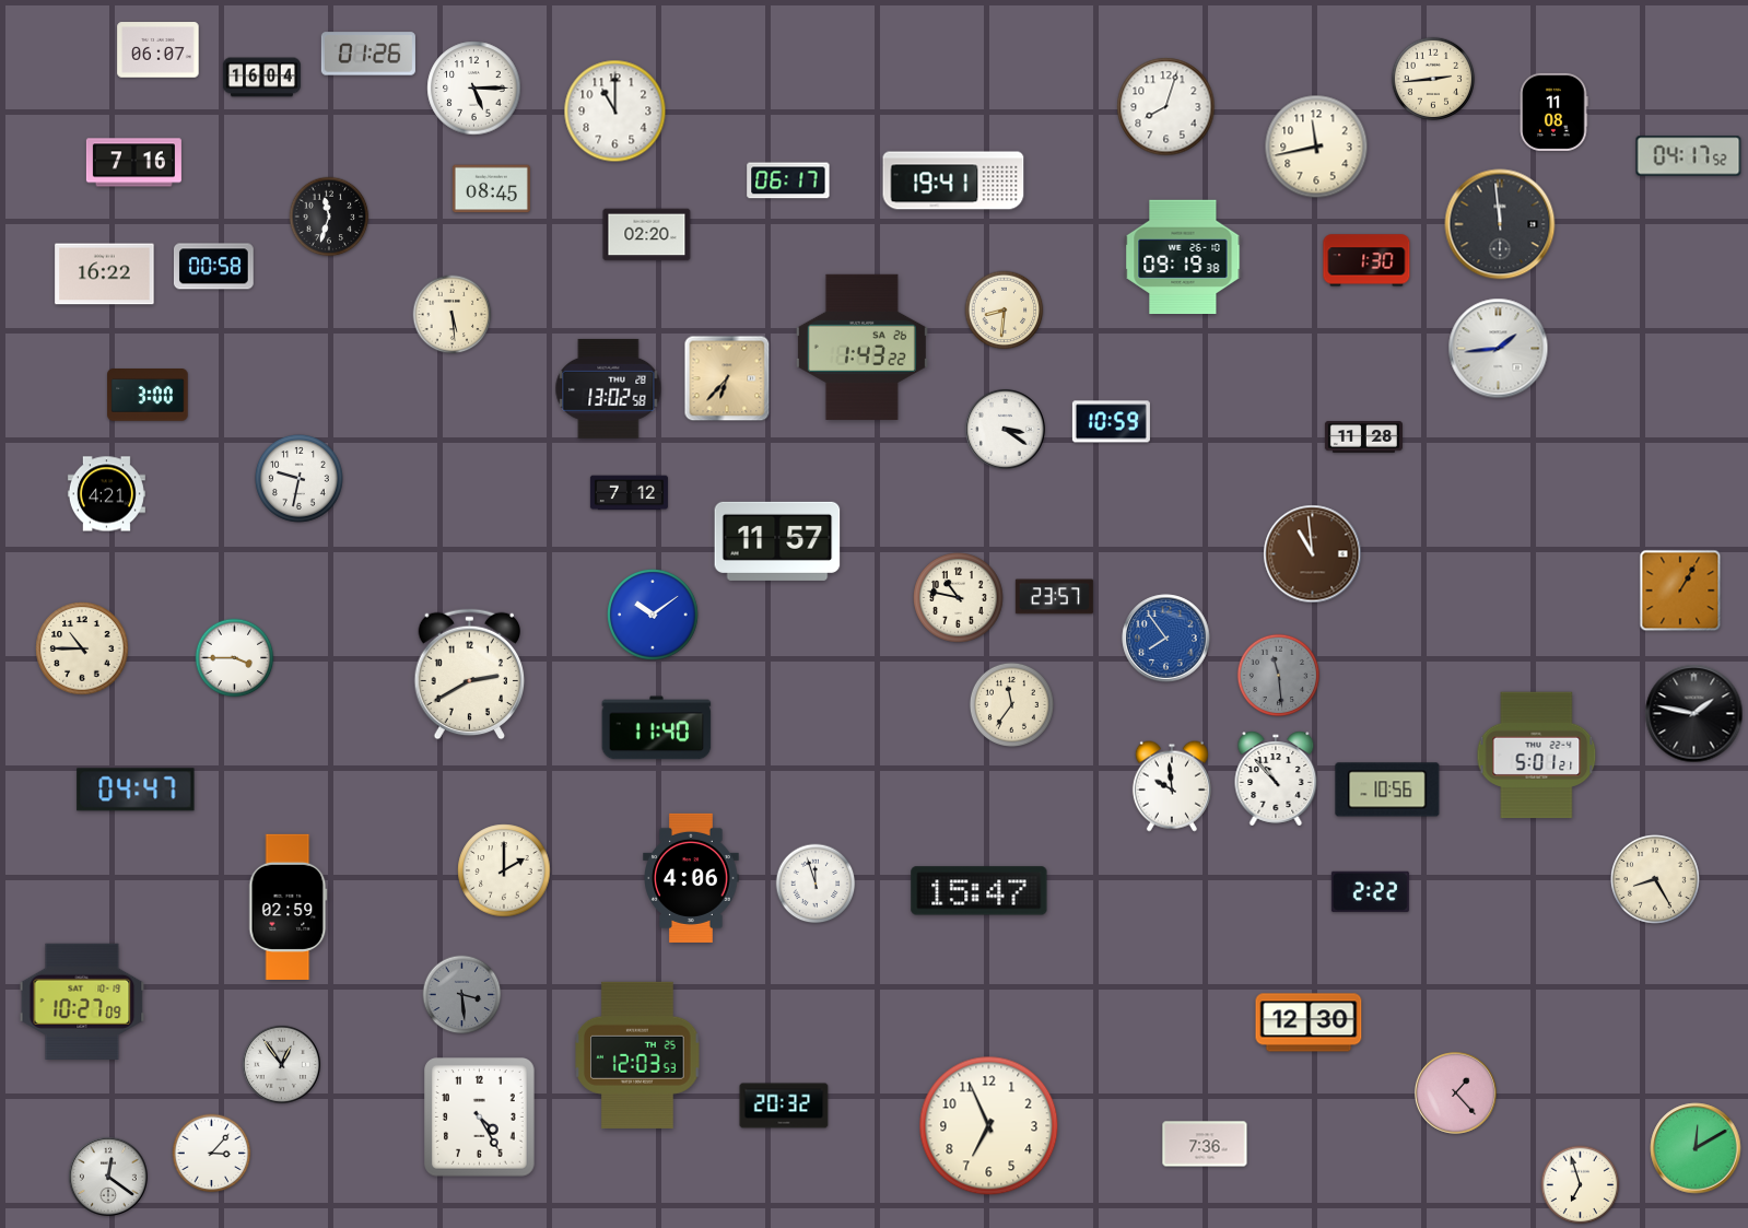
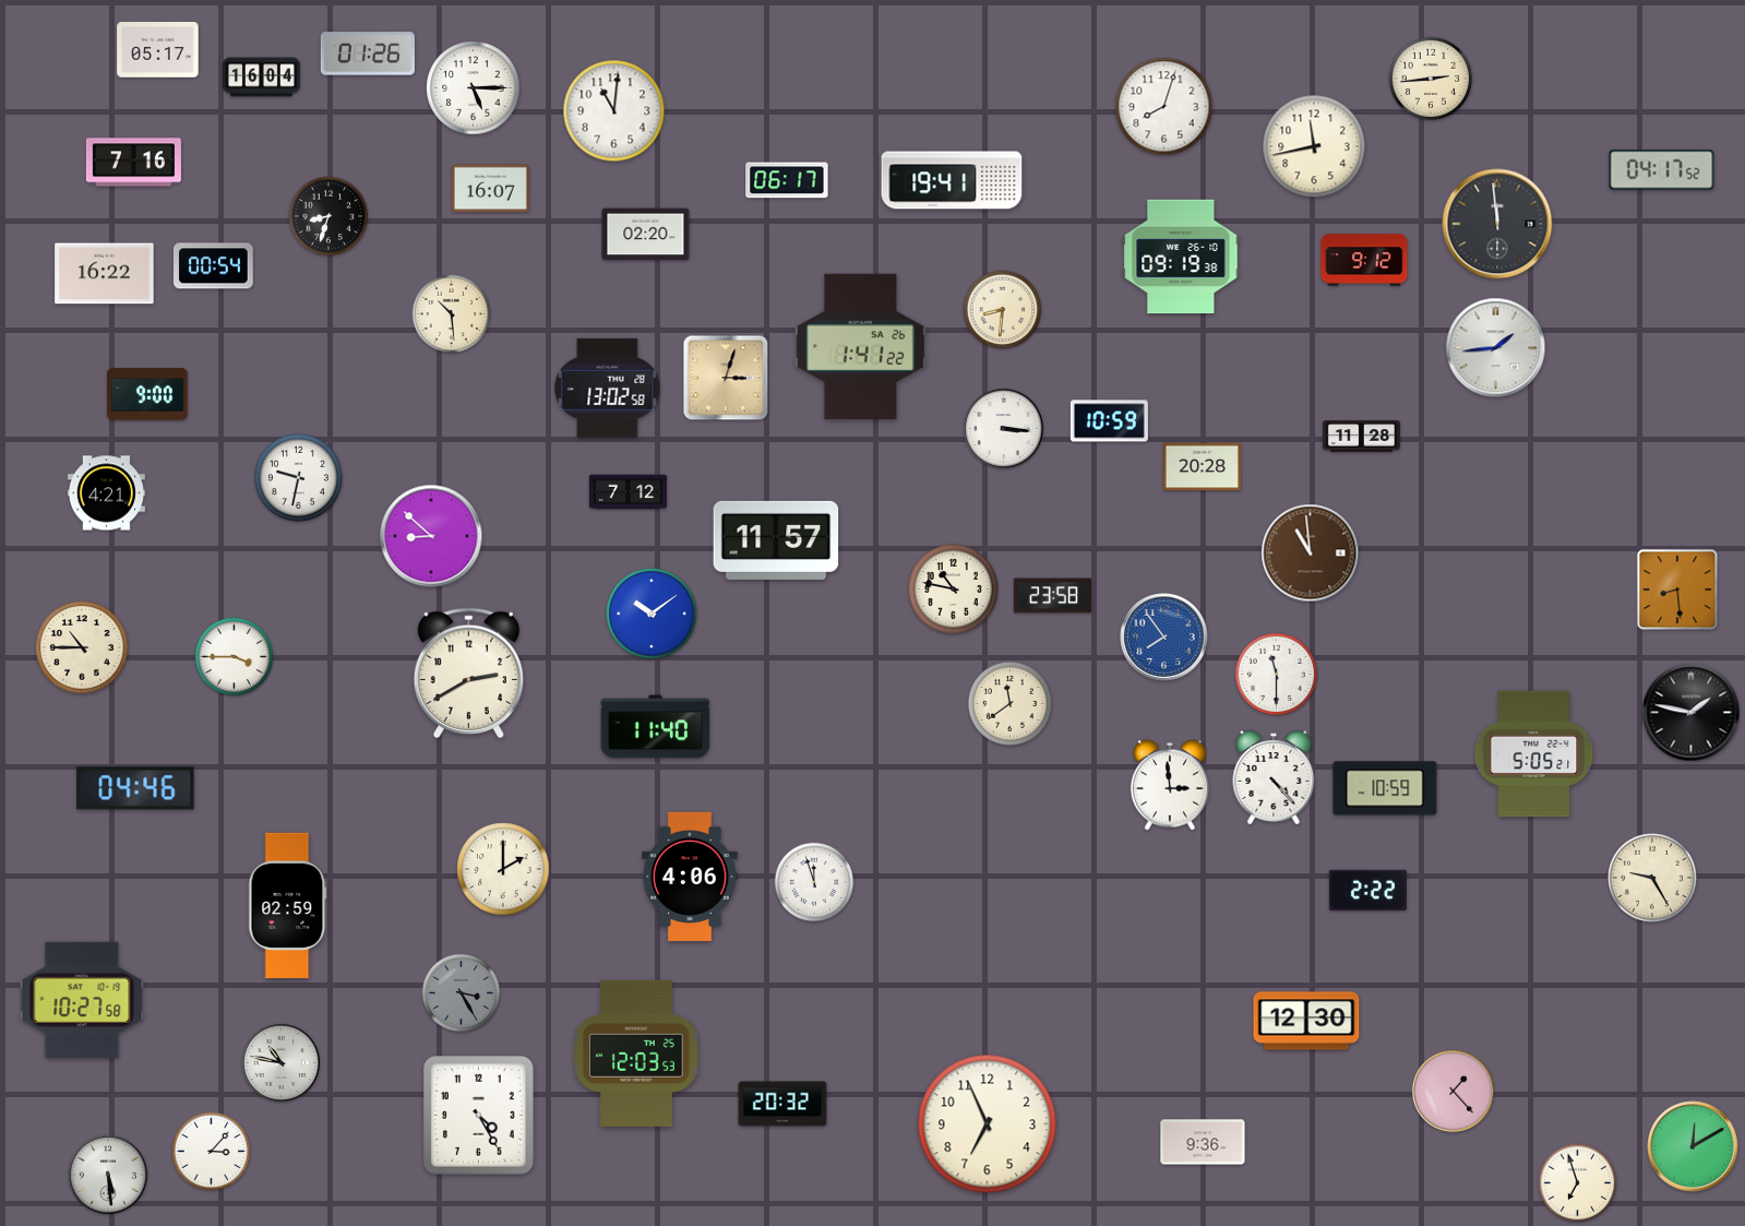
clock at (159, 50): 06:07 -> 05:17
clock at (615, 112): 11:00 -> 11:01
clock at (1555, 112): 11:08 -> none
clock at (1689, 156) position: (1689, 156) -> (1662, 170)
clock at (491, 189): 08:45 -> 16:07
clock at (329, 217): 11:33 -> 8:33
clock at (1366, 260): 1:30 -> 9:12
clock at (213, 267): 00:58 -> 00:54
clock at (453, 315): 5:29 -> 10:29
clock at (861, 347): 1:43 -> 1:41
clock at (727, 378): 6:37 -> 3:03
clock at (148, 396): 3:00 -> 9:00
clock at (1005, 429): 3:21 -> 3:16
clock at (1202, 467): none -> 20:28
clock at (431, 536): none -> 8:52
clock at (1680, 590): 1:05 -> 8:29
clock at (1054, 597): 23:57 -> 23:58
clock at (959, 598) position: (959, 598) -> (954, 590)
clock at (1279, 676): 11:29 -> 11:30
clock at (1279, 676) dial: grey -> white
clock at (1011, 704): 11:36 -> 11:39
clock at (1537, 756): 5:01 -> 5:05
clock at (1276, 779): 10:53 -> 4:23
clock at (1172, 786): 9:59 -> 2:59
clock at (136, 790): 04:47 -> 04:46
clock at (1387, 790): 10:56 -> 10:59
clock at (1656, 880): 8:25 -> 9:25
clock at (979, 891): 15:47 -> none
clock at (462, 995): 3:29 -> 3:25
clock at (82, 1002): 10:27:09 -> 10:27:58
clock at (281, 1064): 12:54 -> 10:47
clock at (1205, 1144): 7:36 -> 9:36
clock at (108, 1177): 12:21 -> 5:29
